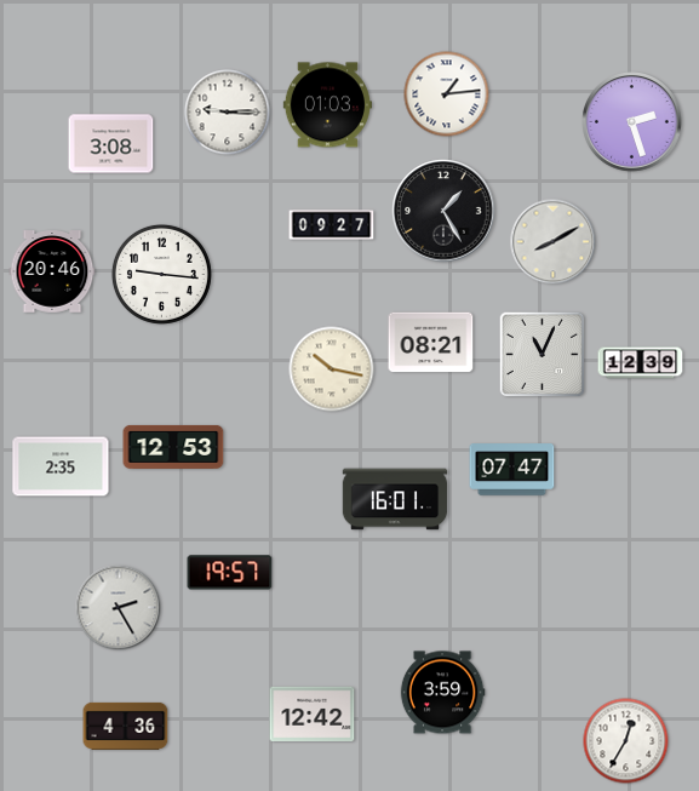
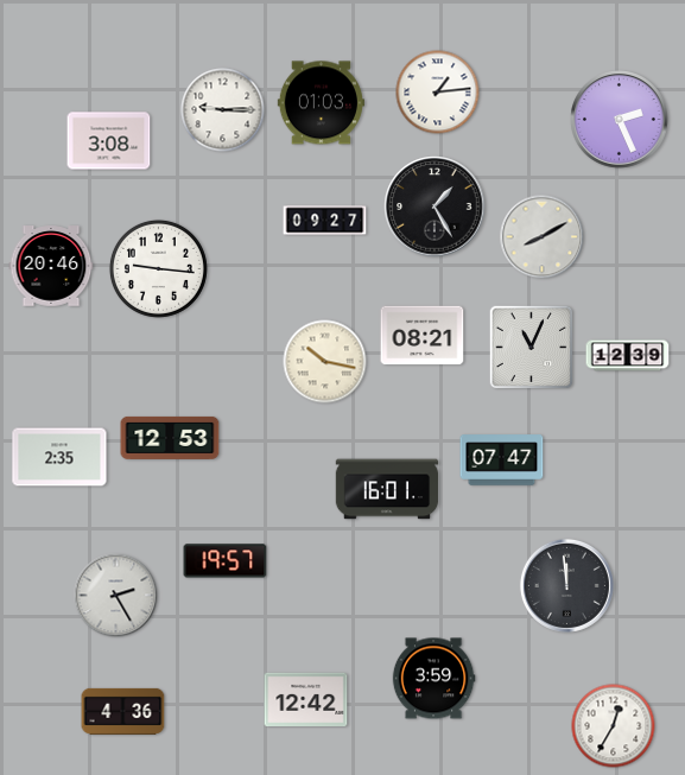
clock at (632, 122): 2:27 -> 2:26
clock at (566, 585): none -> 11:59
